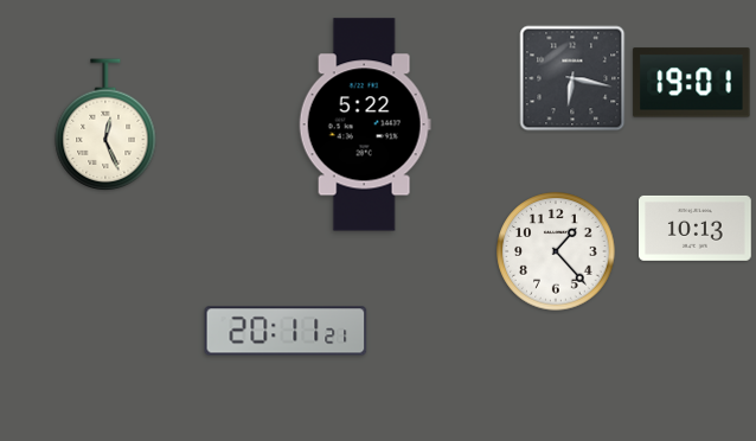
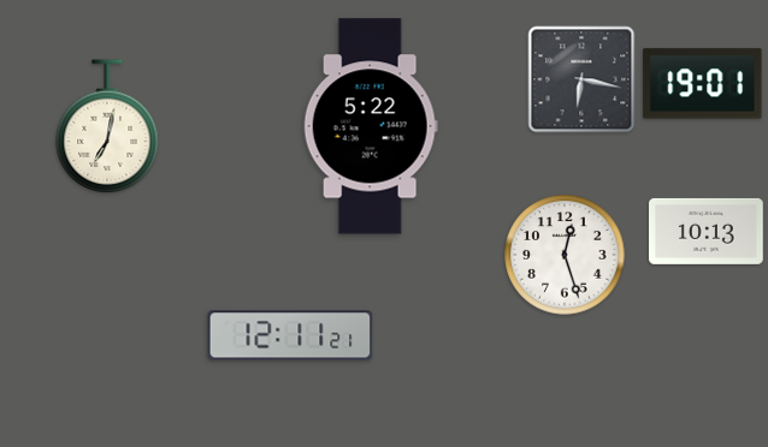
clock at (105, 126): 12:26 -> 7:02
clock at (556, 251): 1:23 -> 12:27
clock at (286, 331): 20:11 -> 12:11
